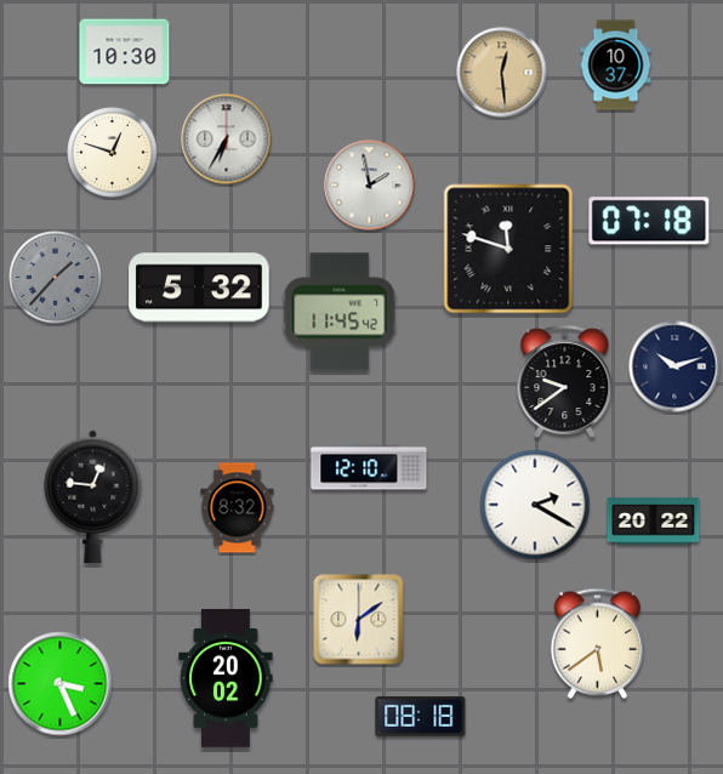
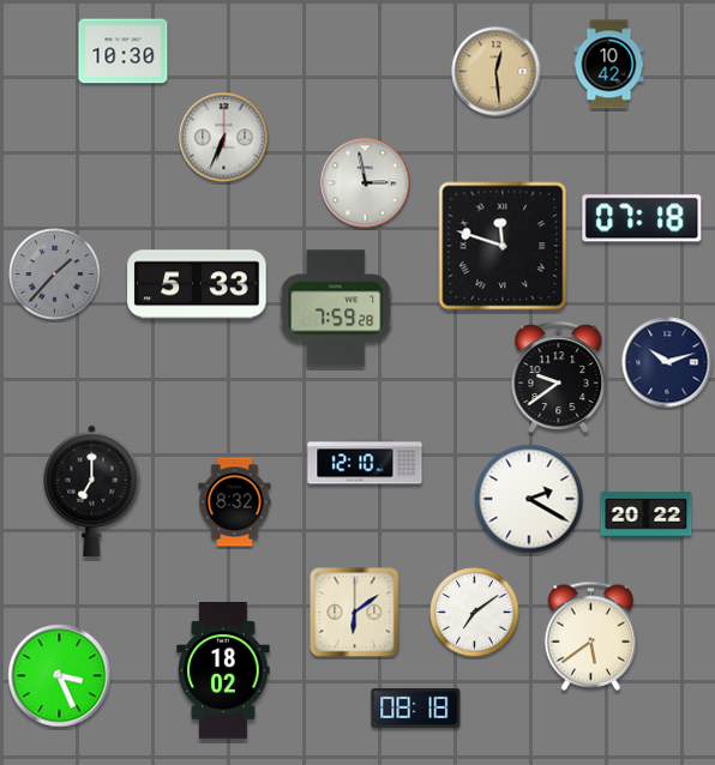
clock at (616, 66): 10:37 -> 10:42
clock at (227, 140): 6:35 -> 6:34
clock at (113, 153): 12:48 -> none
clock at (370, 186): 1:58 -> 2:58
clock at (199, 288): 5:32 -> 5:33
clock at (340, 312): 11:45 -> 7:59
clock at (93, 496): 12:46 -> 7:00
clock at (475, 613): none -> 7:09
clock at (226, 679): 20:02 -> 18:02
